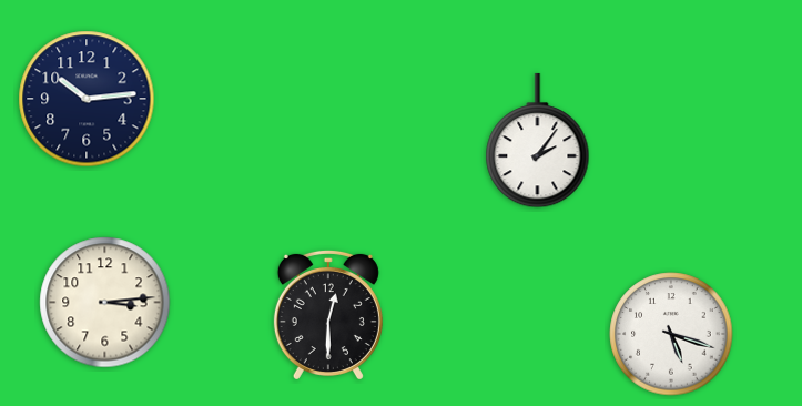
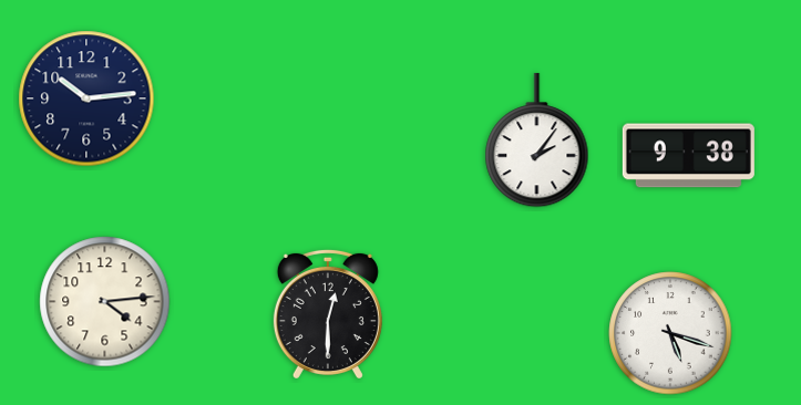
clock at (688, 156): none -> 9:38
clock at (105, 303): 3:14 -> 4:14
